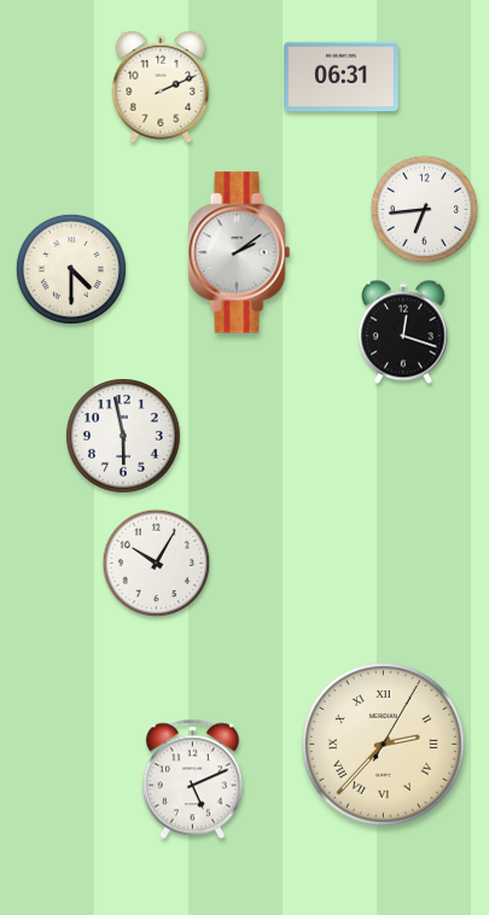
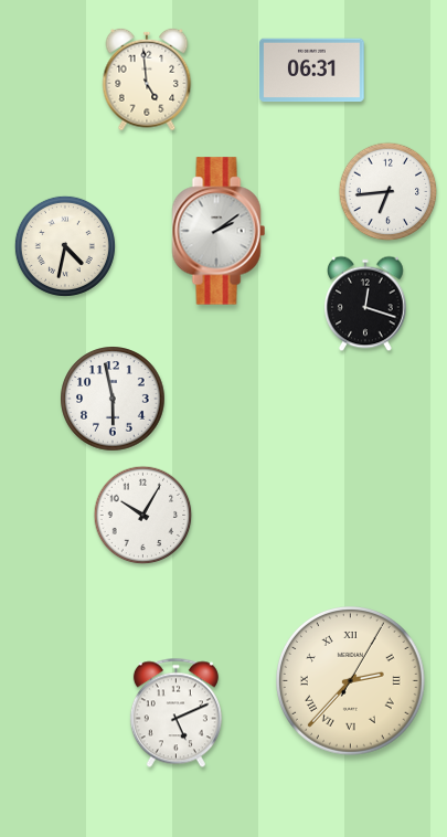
clock at (161, 87): 2:11 -> 4:59
clock at (71, 269): 4:30 -> 4:32
clock at (404, 332) position: (404, 332) -> (366, 304)
